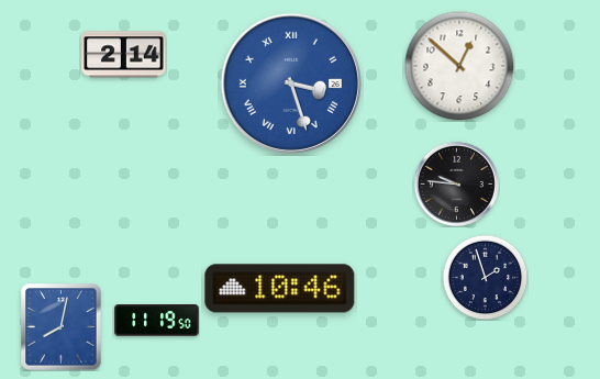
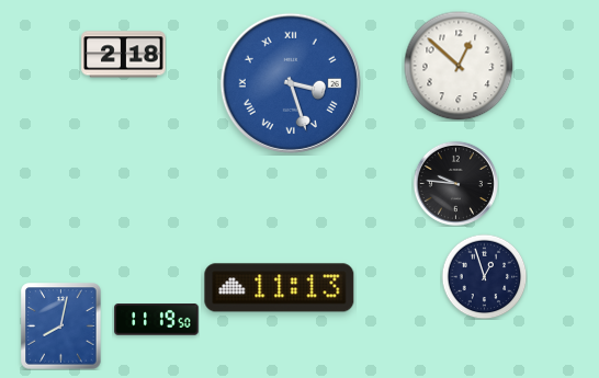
clock at (124, 55): 2:14 -> 2:18
clock at (485, 277): 1:57 -> 12:57
clock at (280, 289): 10:46 -> 11:13
